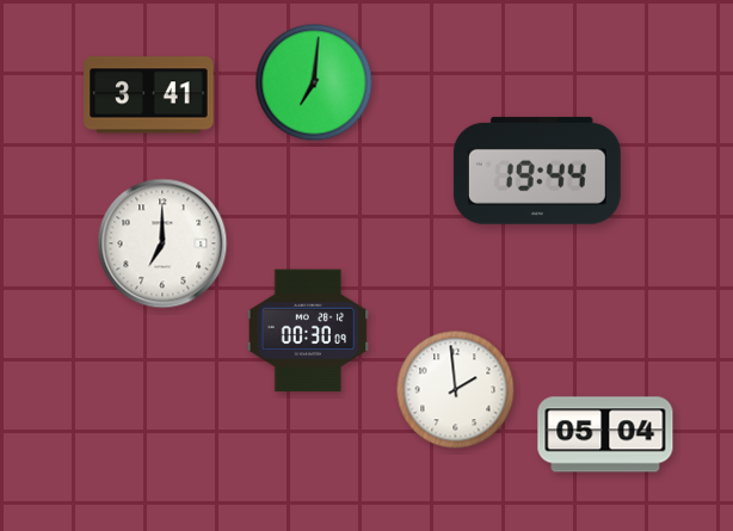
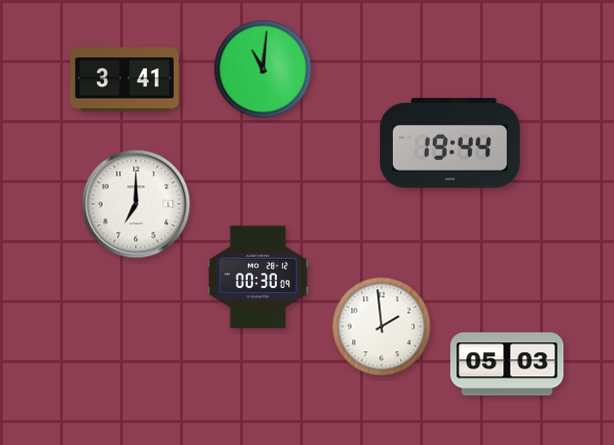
clock at (314, 82): 7:01 -> 11:01
clock at (605, 434): 05:04 -> 05:03
